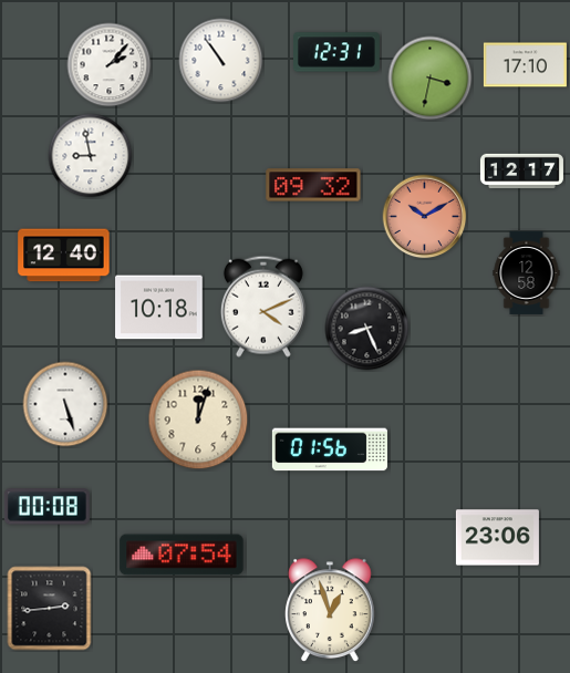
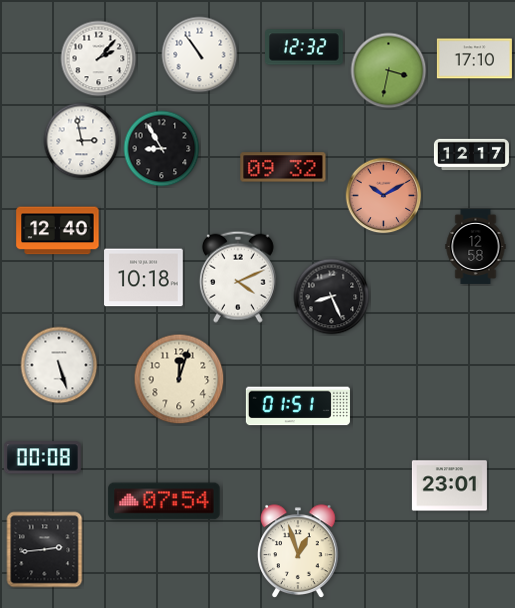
clock at (338, 52): 12:31 -> 12:32
clock at (91, 156): 8:58 -> 2:58
clock at (162, 149): none -> 8:55
clock at (330, 449): 01:56 -> 01:51
clock at (497, 538): 23:06 -> 23:01
